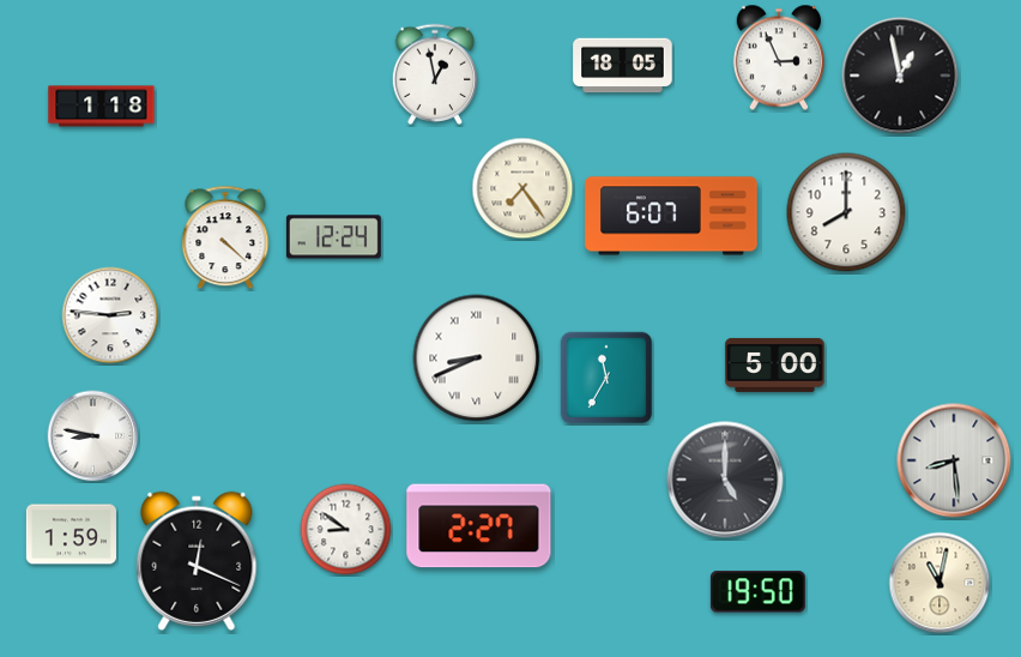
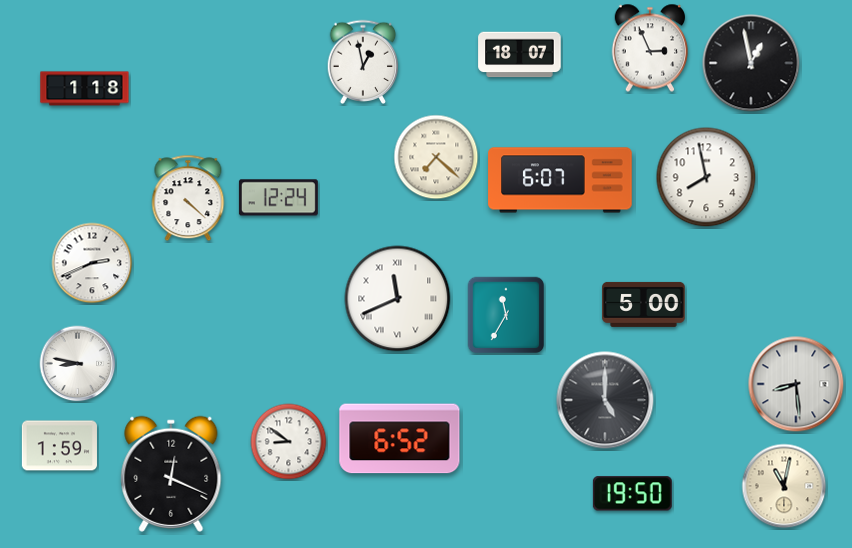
clock at (623, 66): 18:05 -> 18:07
clock at (522, 188): 7:24 -> 7:22
clock at (846, 212): 8:00 -> 7:58
clock at (110, 315): 2:46 -> 2:41
clock at (477, 358): 8:41 -> 11:41
clock at (775, 364) position: (775, 364) -> (644, 304)
clock at (479, 526): 2:27 -> 6:52
clock at (197, 561) position: (197, 561) -> (171, 474)
